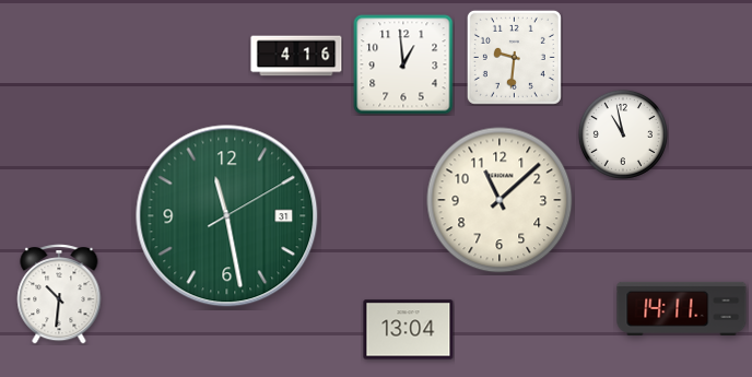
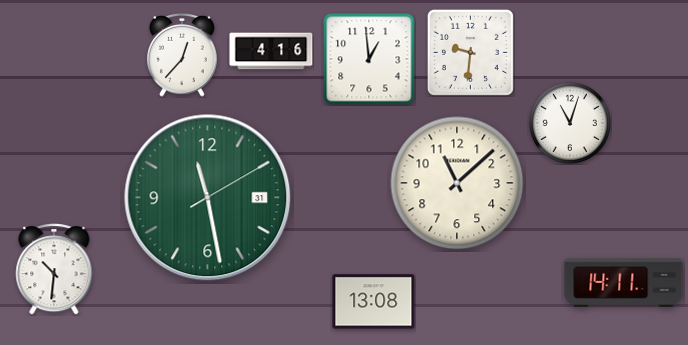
clock at (182, 56): none -> 12:37
clock at (623, 134): 10:58 -> 11:03
clock at (409, 330): 13:04 -> 13:08
